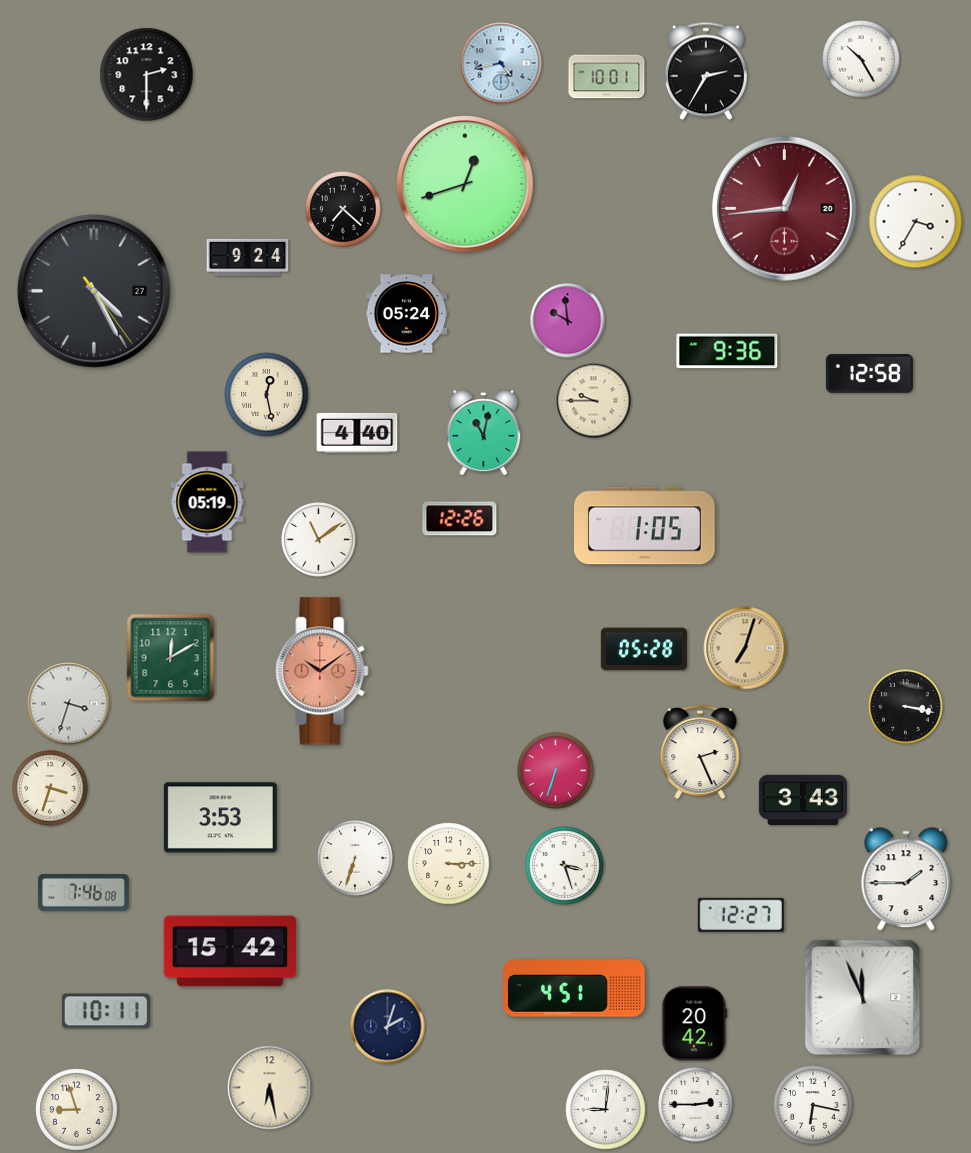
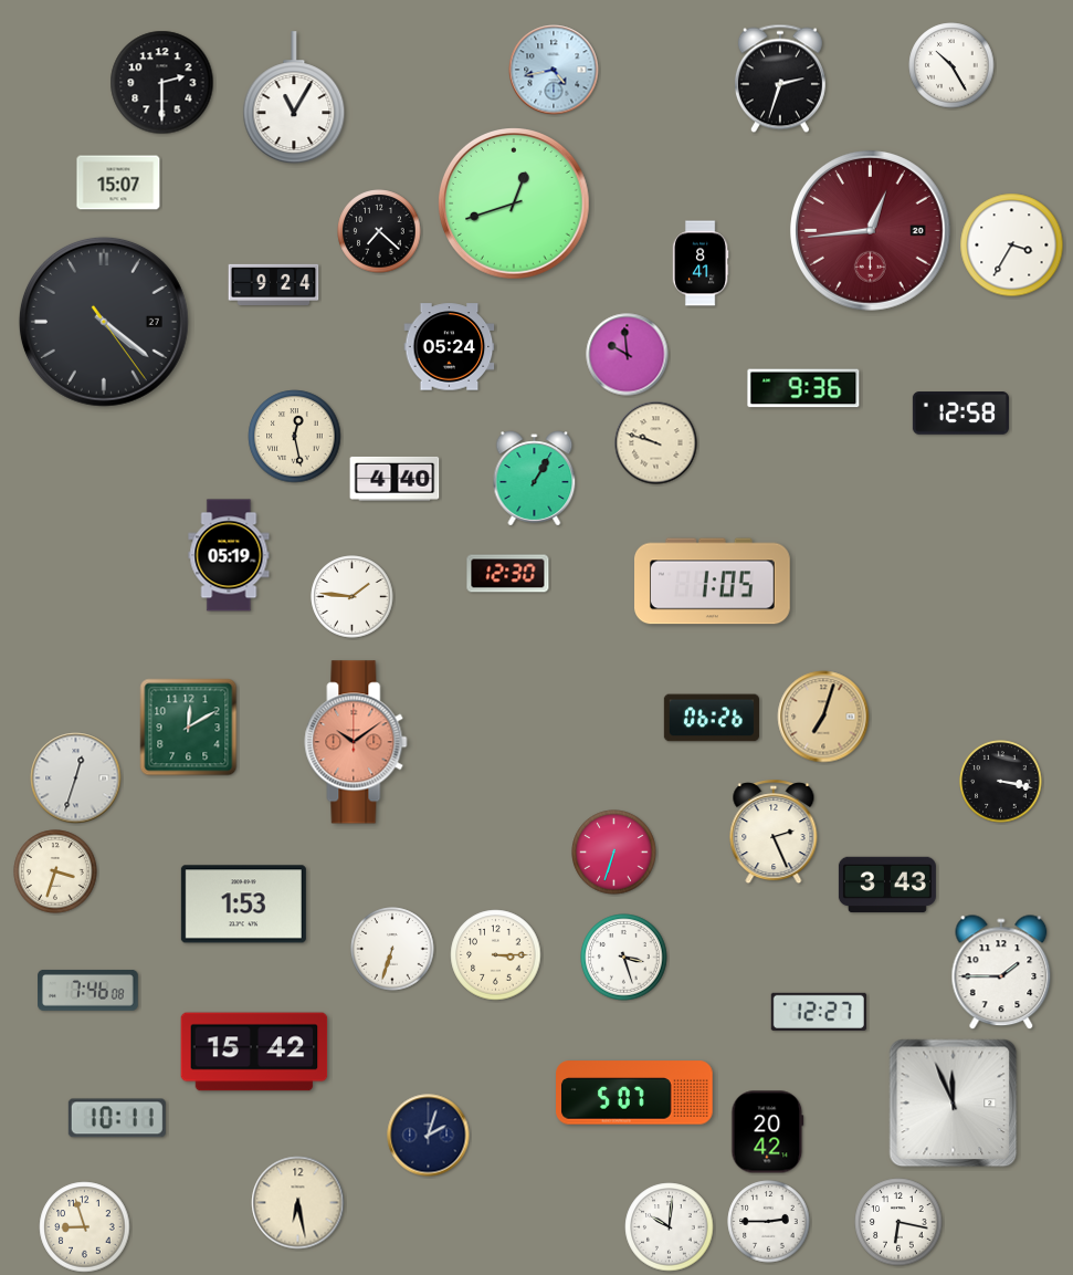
clock at (706, 71): 2:35 -> 2:33
clock at (607, 77): 10:01 -> none
clock at (294, 98): none -> 11:05
clock at (118, 182): none -> 15:07
clock at (784, 208) position: (784, 208) -> (870, 230)
clock at (701, 263): none -> 8:41
clock at (94, 291): 4:25 -> 4:21
clock at (594, 401): 9:45 -> 9:48
clock at (484, 433): 11:02 -> 1:05
clock at (460, 519): 12:26 -> 12:30
clock at (319, 540): 11:09 -> 1:46
clock at (644, 649): 05:28 -> 06:26
clock at (69, 704): 3:33 -> 12:33
clock at (220, 818): 3:53 -> 1:53
clock at (84, 893) position: (84, 893) -> (88, 991)
clock at (574, 988): 4:51 -> 5:07
clock at (606, 1110): 9:01 -> 10:01
